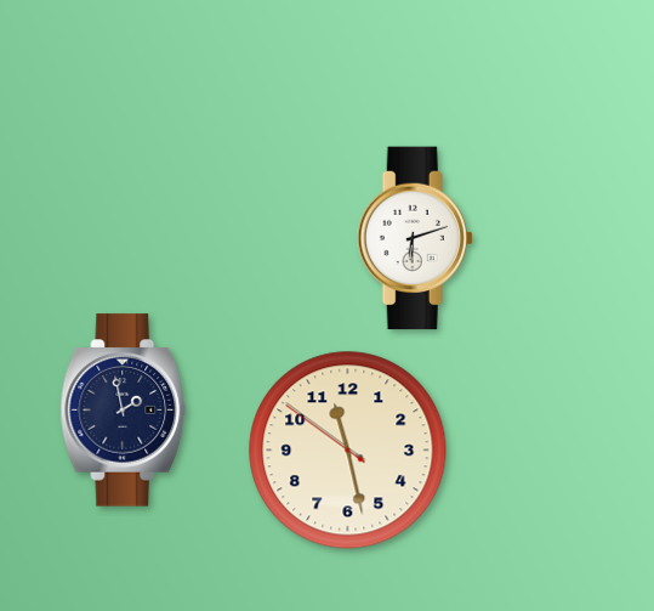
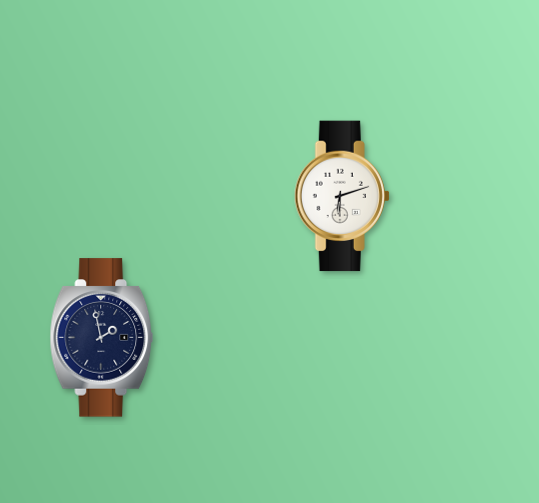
clock at (348, 451): 11:27 -> none
